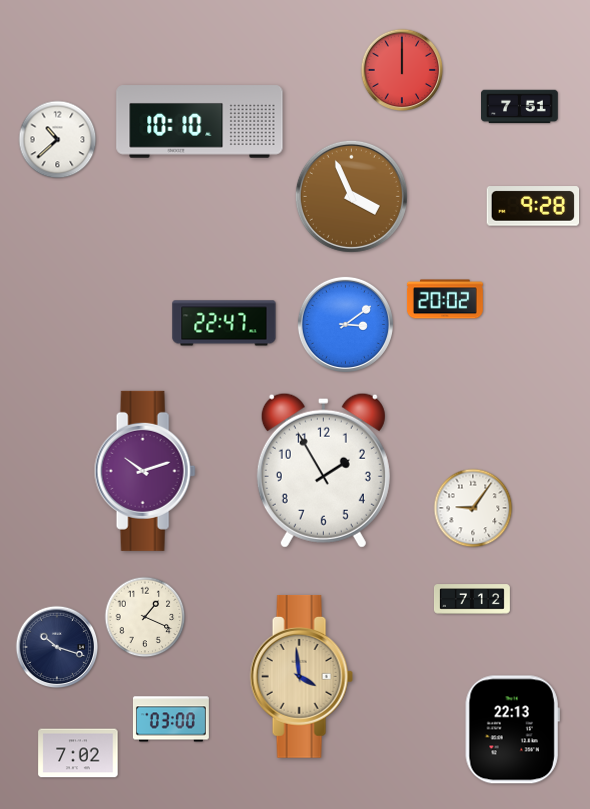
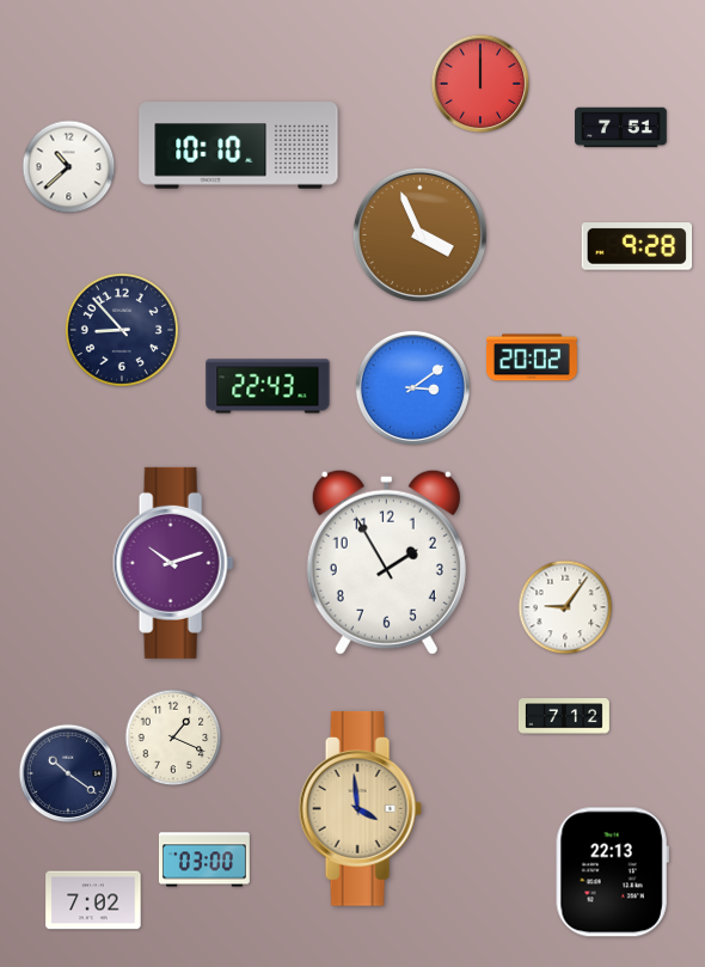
clock at (122, 330): none -> 8:53
clock at (224, 323): 22:47 -> 22:43
clock at (57, 647): 10:18 -> 10:21
